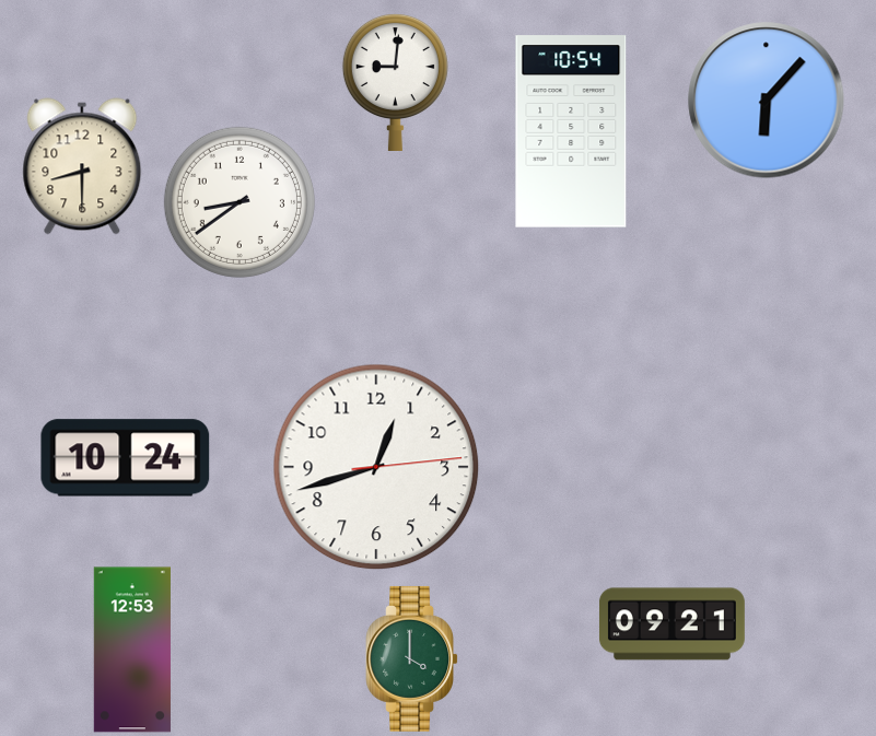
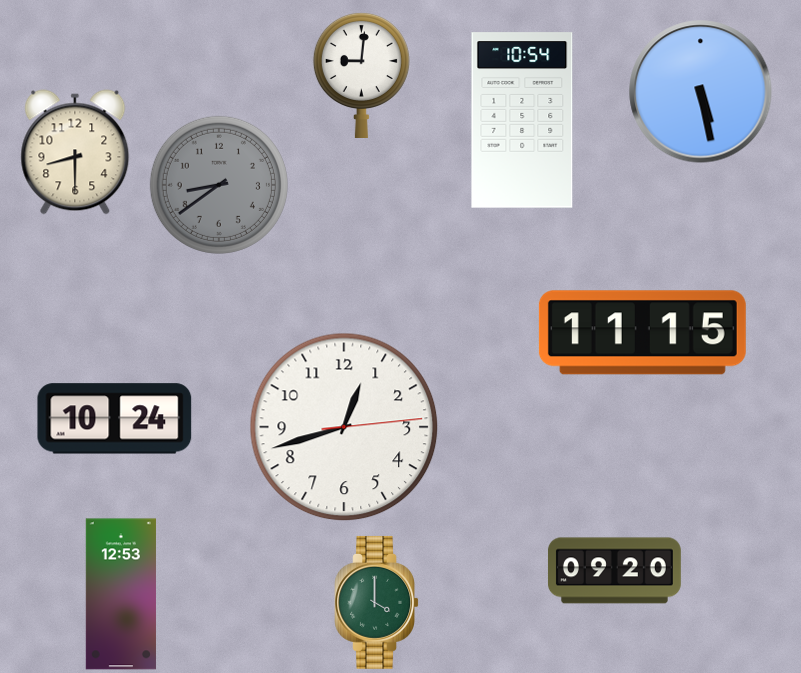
clock at (767, 101): 6:07 -> 5:28
clock at (240, 202) dial: white -> grey
clock at (642, 333): none -> 11:15
clock at (671, 624): 09:21 -> 09:20
